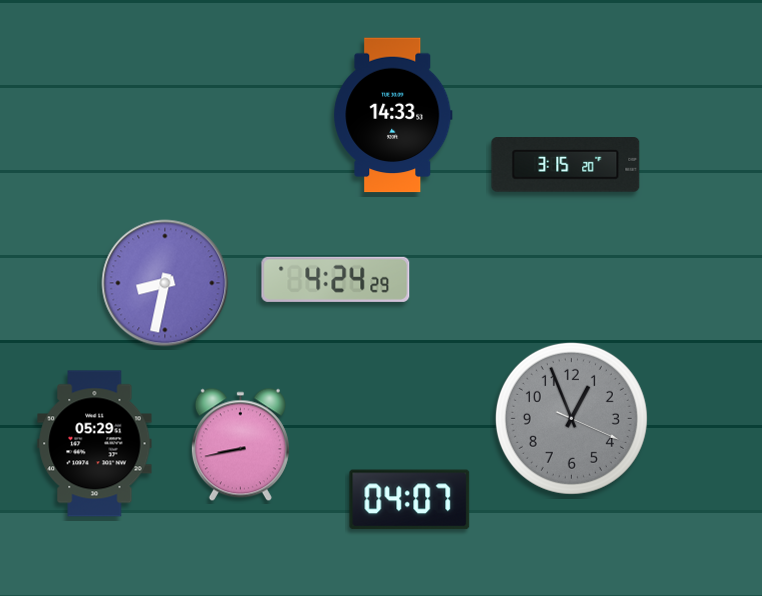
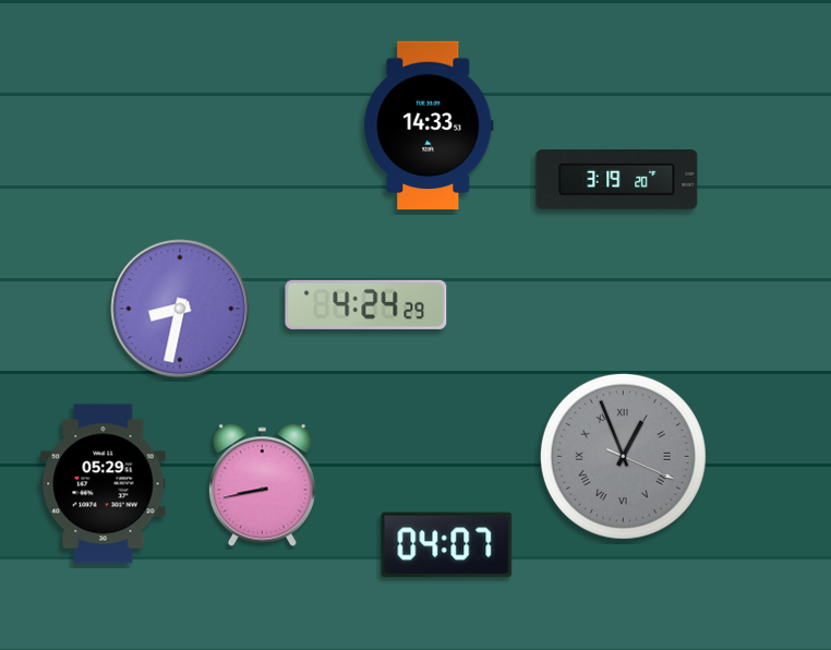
clock at (566, 165): 3:15 -> 3:19
clock at (571, 418) numerals: Arabic -> Roman
